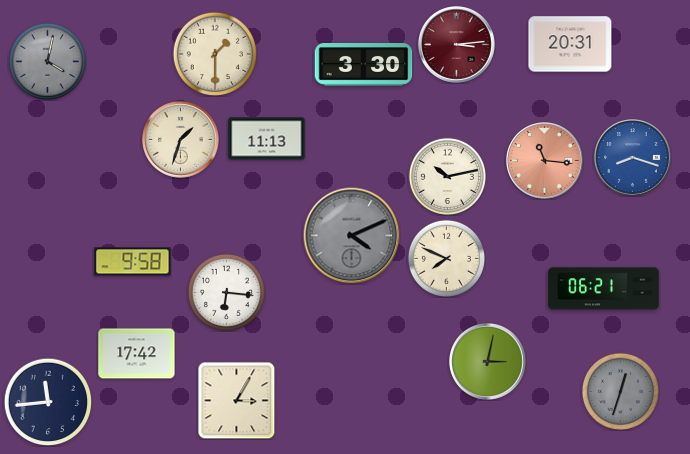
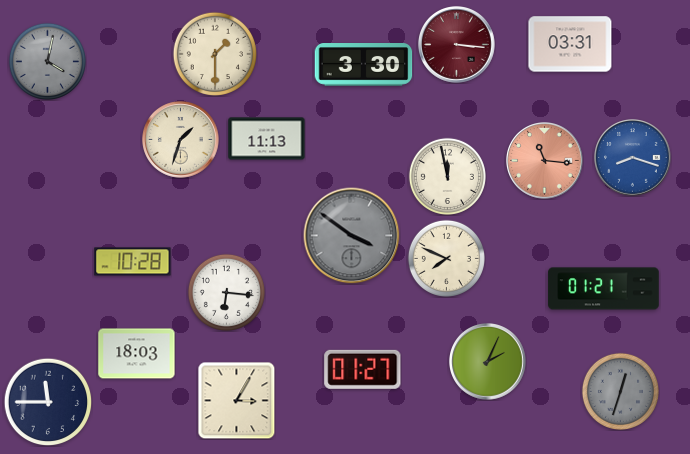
clock at (570, 44): 20:31 -> 03:31
clock at (457, 45): 3:14 -> 3:16
clock at (447, 176): 10:13 -> 11:58
clock at (352, 236): 4:11 -> 3:51
clock at (133, 262): 9:58 -> 10:28
clock at (604, 289): 06:21 -> 01:21
clock at (137, 354): 17:42 -> 18:03
clock at (488, 362): 3:02 -> 2:04
clock at (363, 369): none -> 01:27
clock at (48, 402): 11:44 -> 11:45
